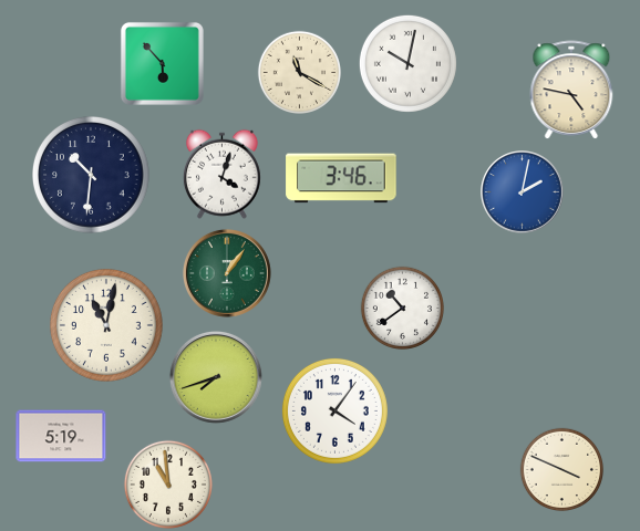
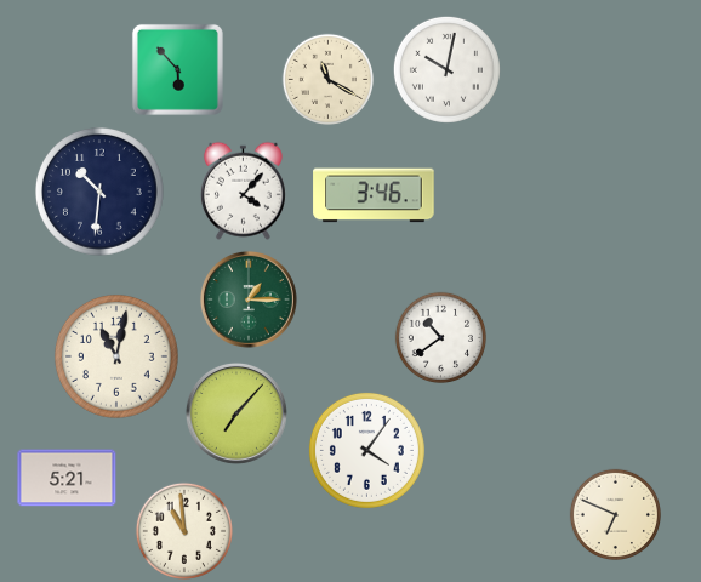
clock at (571, 91): 4:47 -> none
clock at (221, 174): 4:03 -> 4:07
clock at (523, 192): 2:02 -> none
clock at (227, 273): 1:06 -> 1:15
clock at (216, 377): 7:42 -> 7:07
clock at (61, 436): 5:19 -> 5:21
clock at (561, 469): 3:49 -> 6:49
